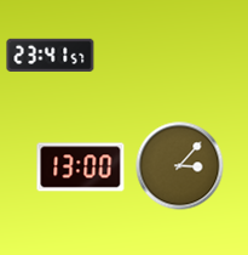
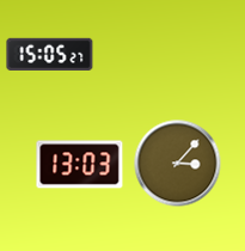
clock at (51, 55): 23:41 -> 15:05
clock at (81, 168): 13:00 -> 13:03
